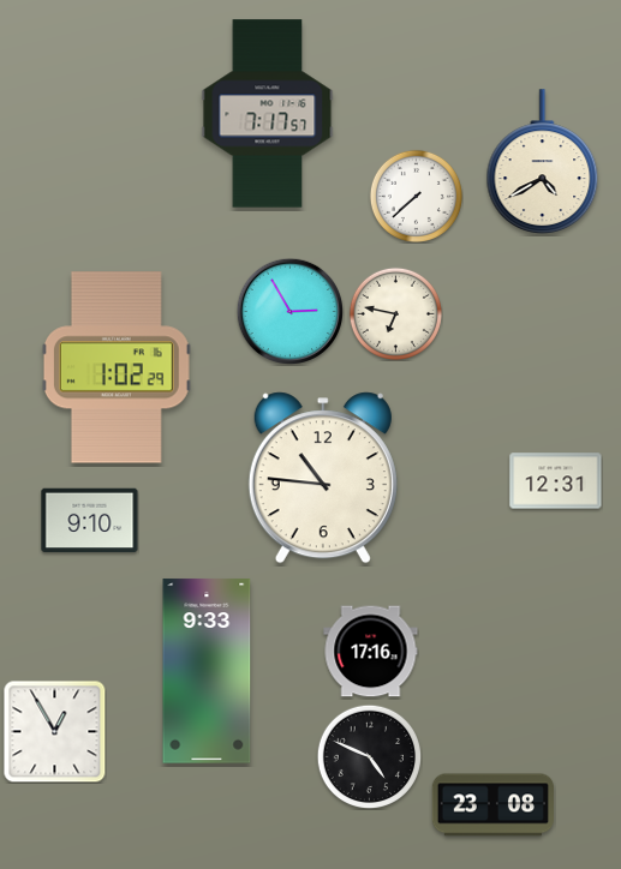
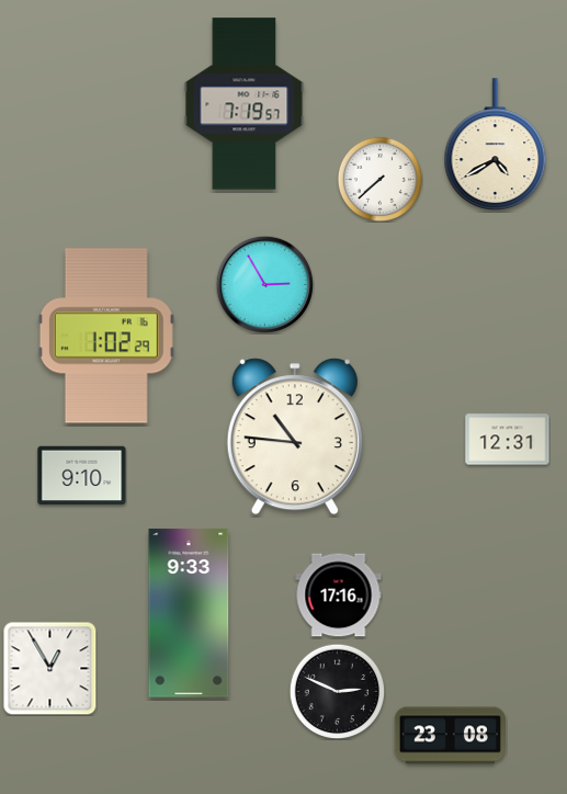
clock at (268, 114): 7:17 -> 7:19
clock at (543, 161) position: (543, 161) -> (496, 144)
clock at (395, 313): 6:47 -> none
clock at (369, 756): 4:49 -> 2:49
